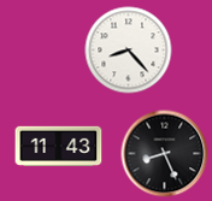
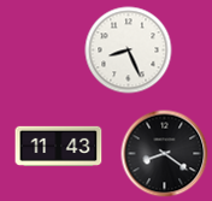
clock at (129, 51): 8:23 -> 8:26
clock at (165, 154): 8:26 -> 8:21
